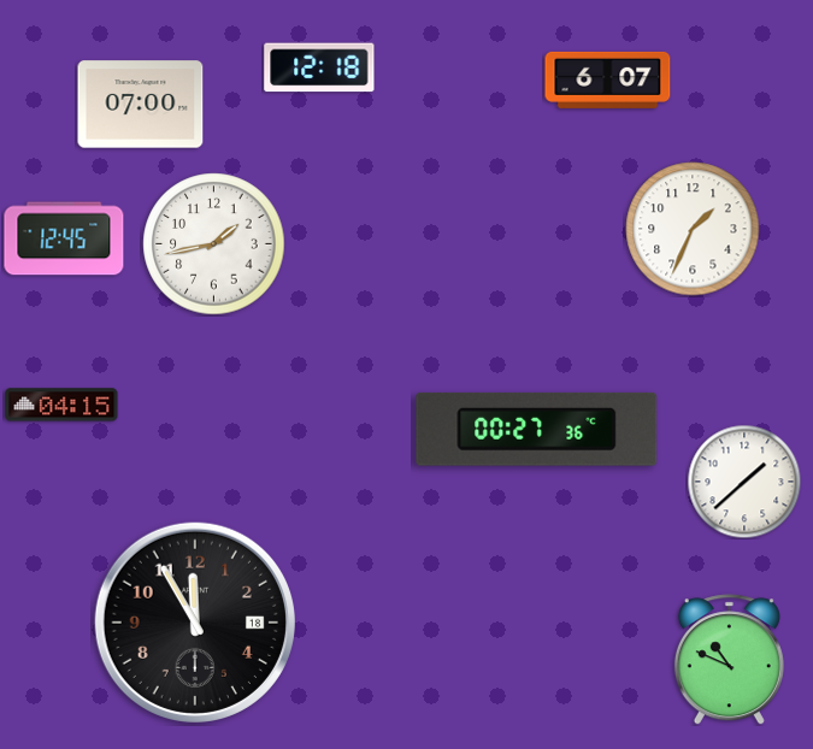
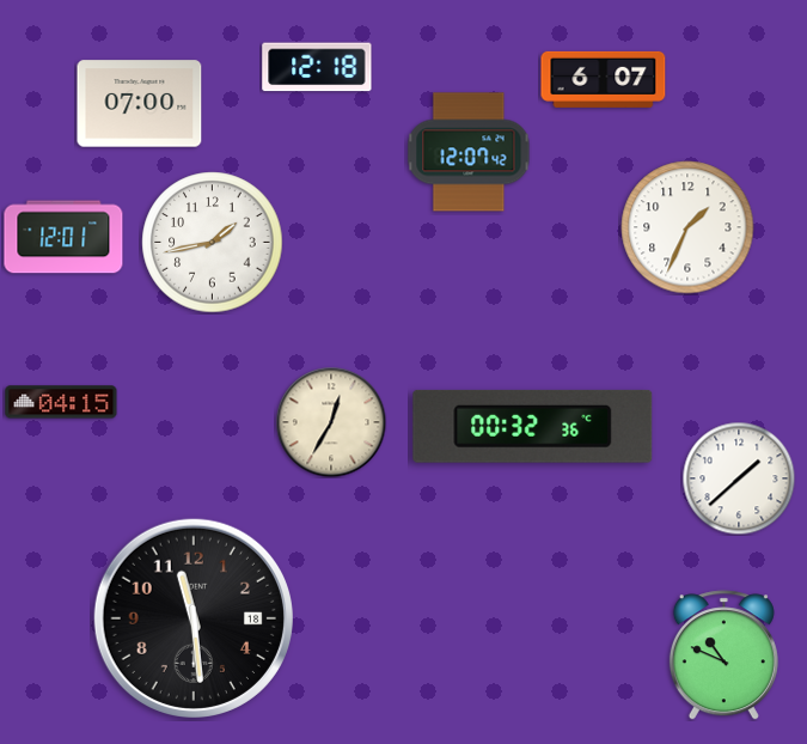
clock at (469, 152): none -> 12:07
clock at (64, 238): 12:45 -> 12:01
clock at (331, 422): none -> 12:35
clock at (537, 429): 00:27 -> 00:32
clock at (195, 623): 11:55 -> 11:29
